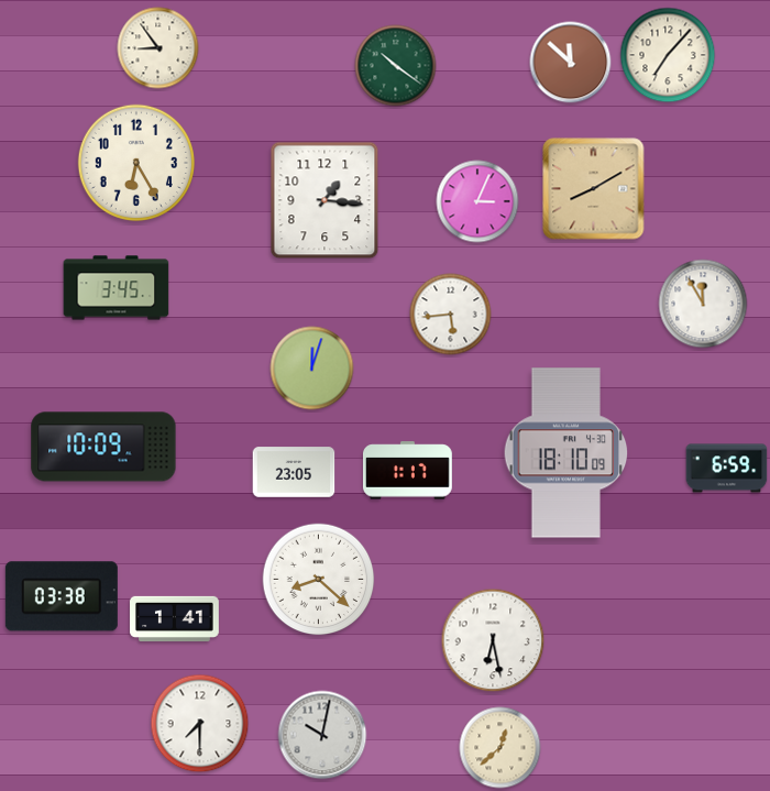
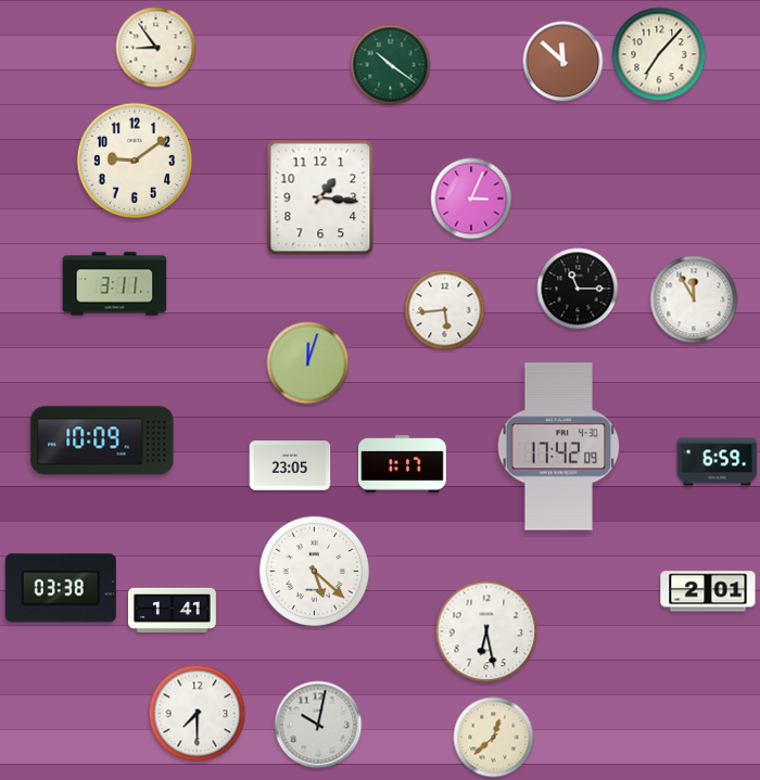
clock at (135, 162): 6:25 -> 9:09
clock at (594, 189): 8:10 -> none
clock at (117, 288): 3:45 -> 3:11
clock at (578, 289): none -> 11:15
clock at (566, 453): 18:10 -> 17:42
clock at (319, 580): 8:22 -> 5:22
clock at (708, 591): none -> 2:01
